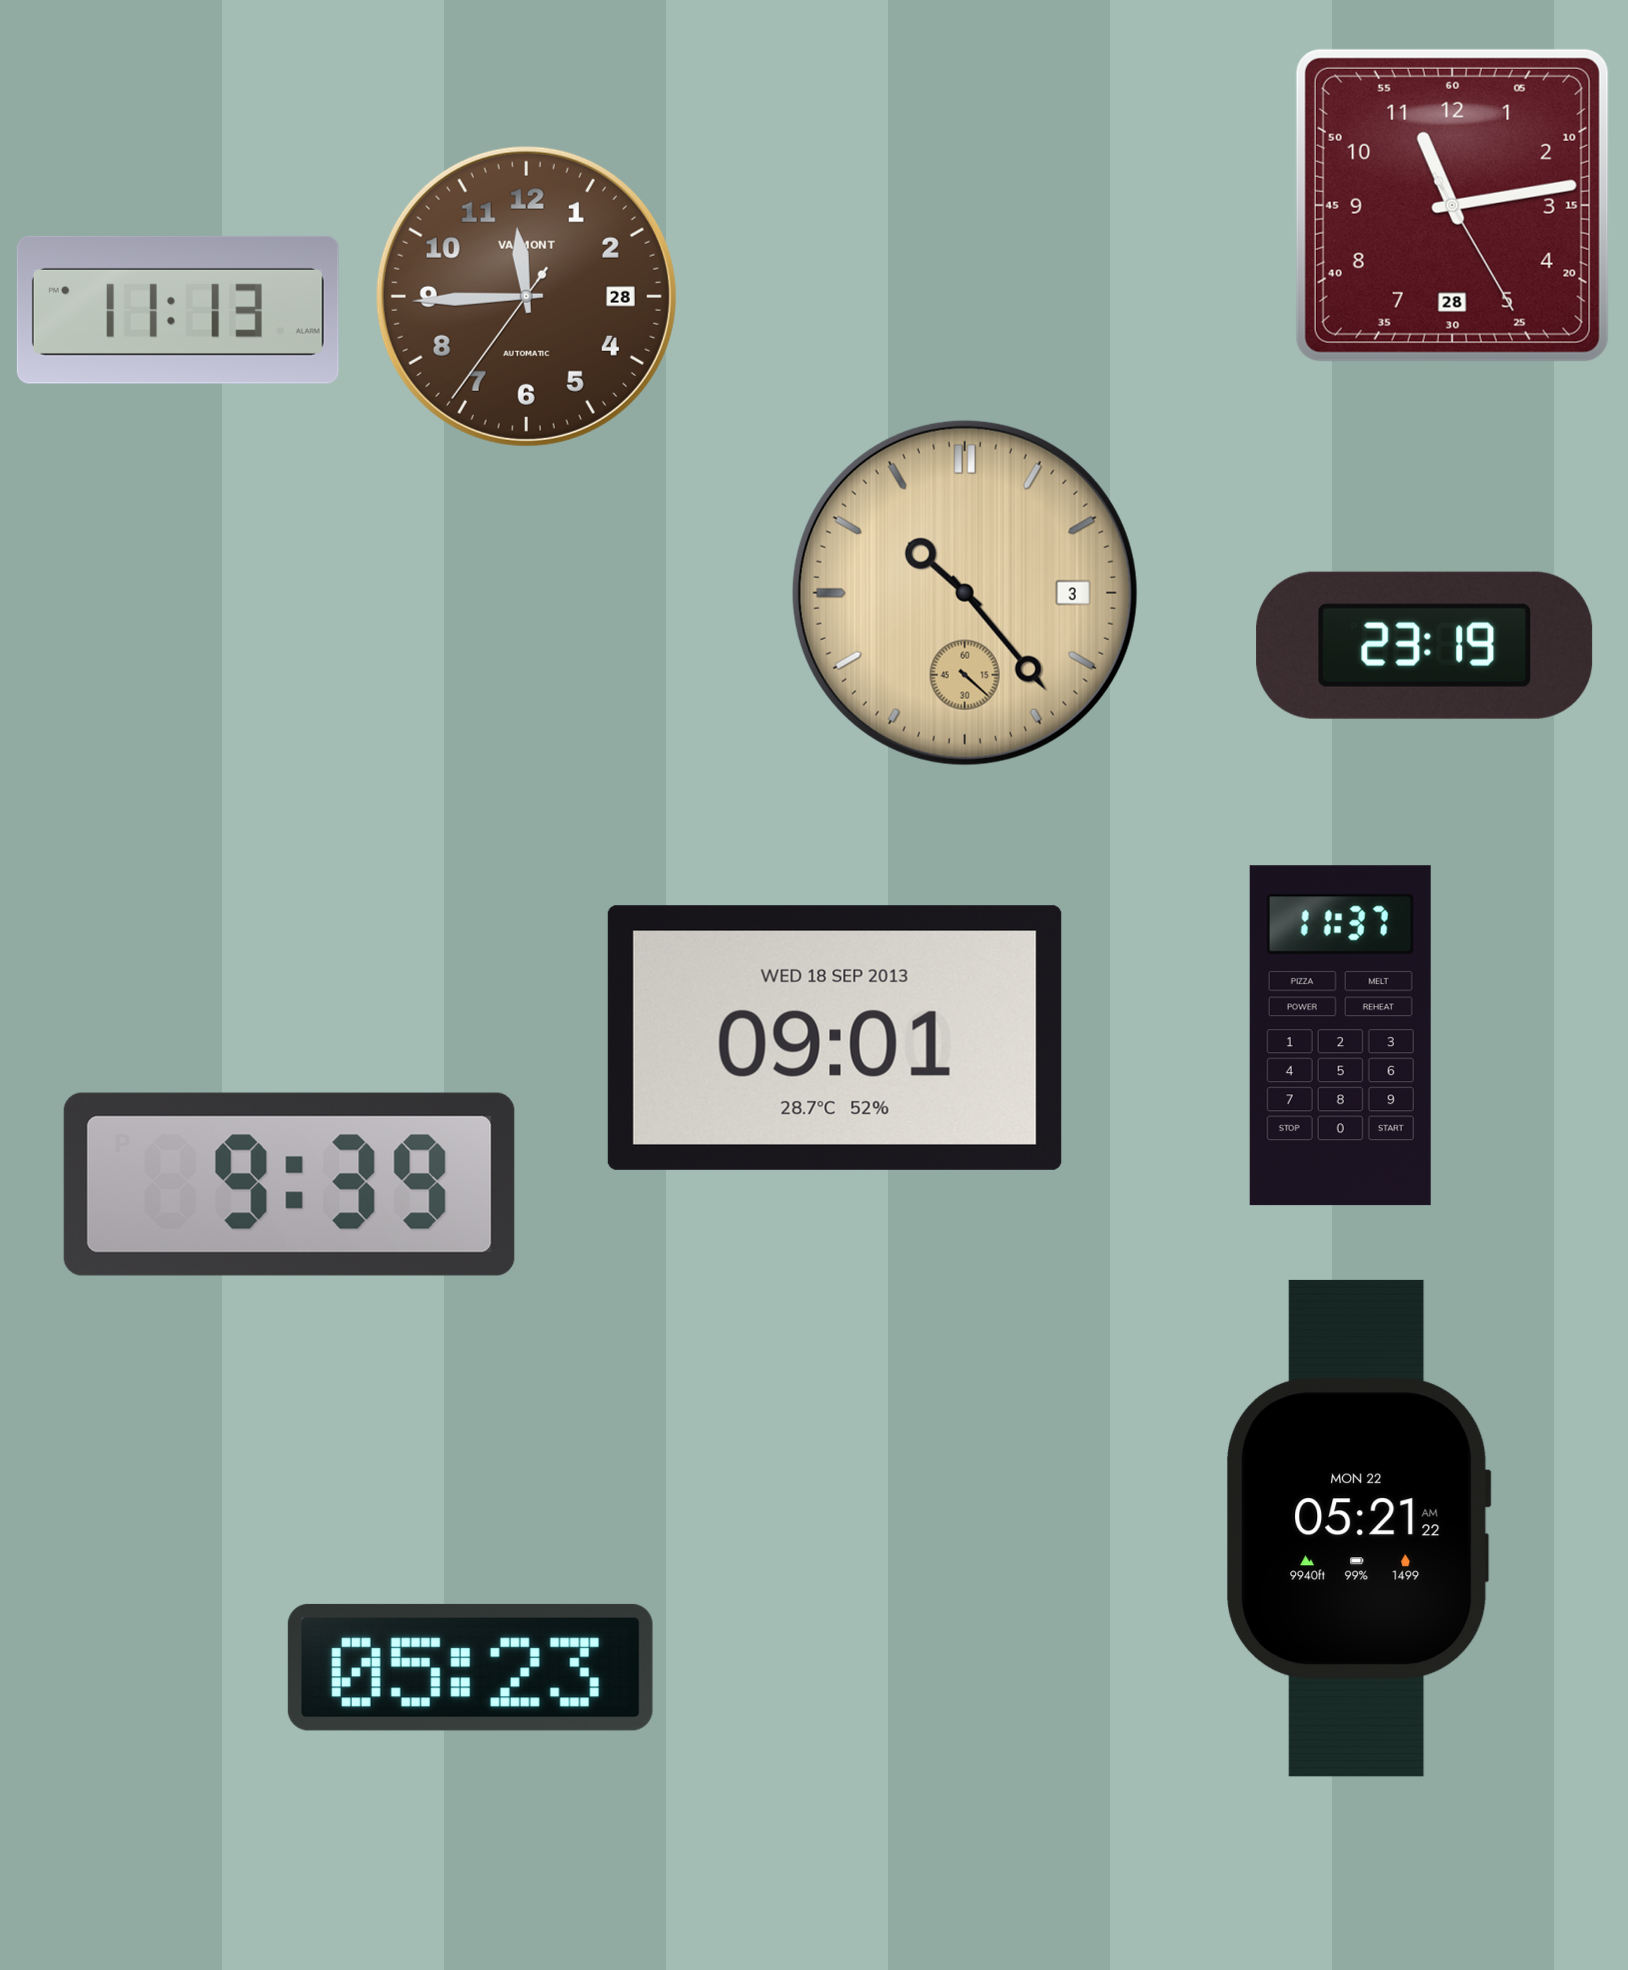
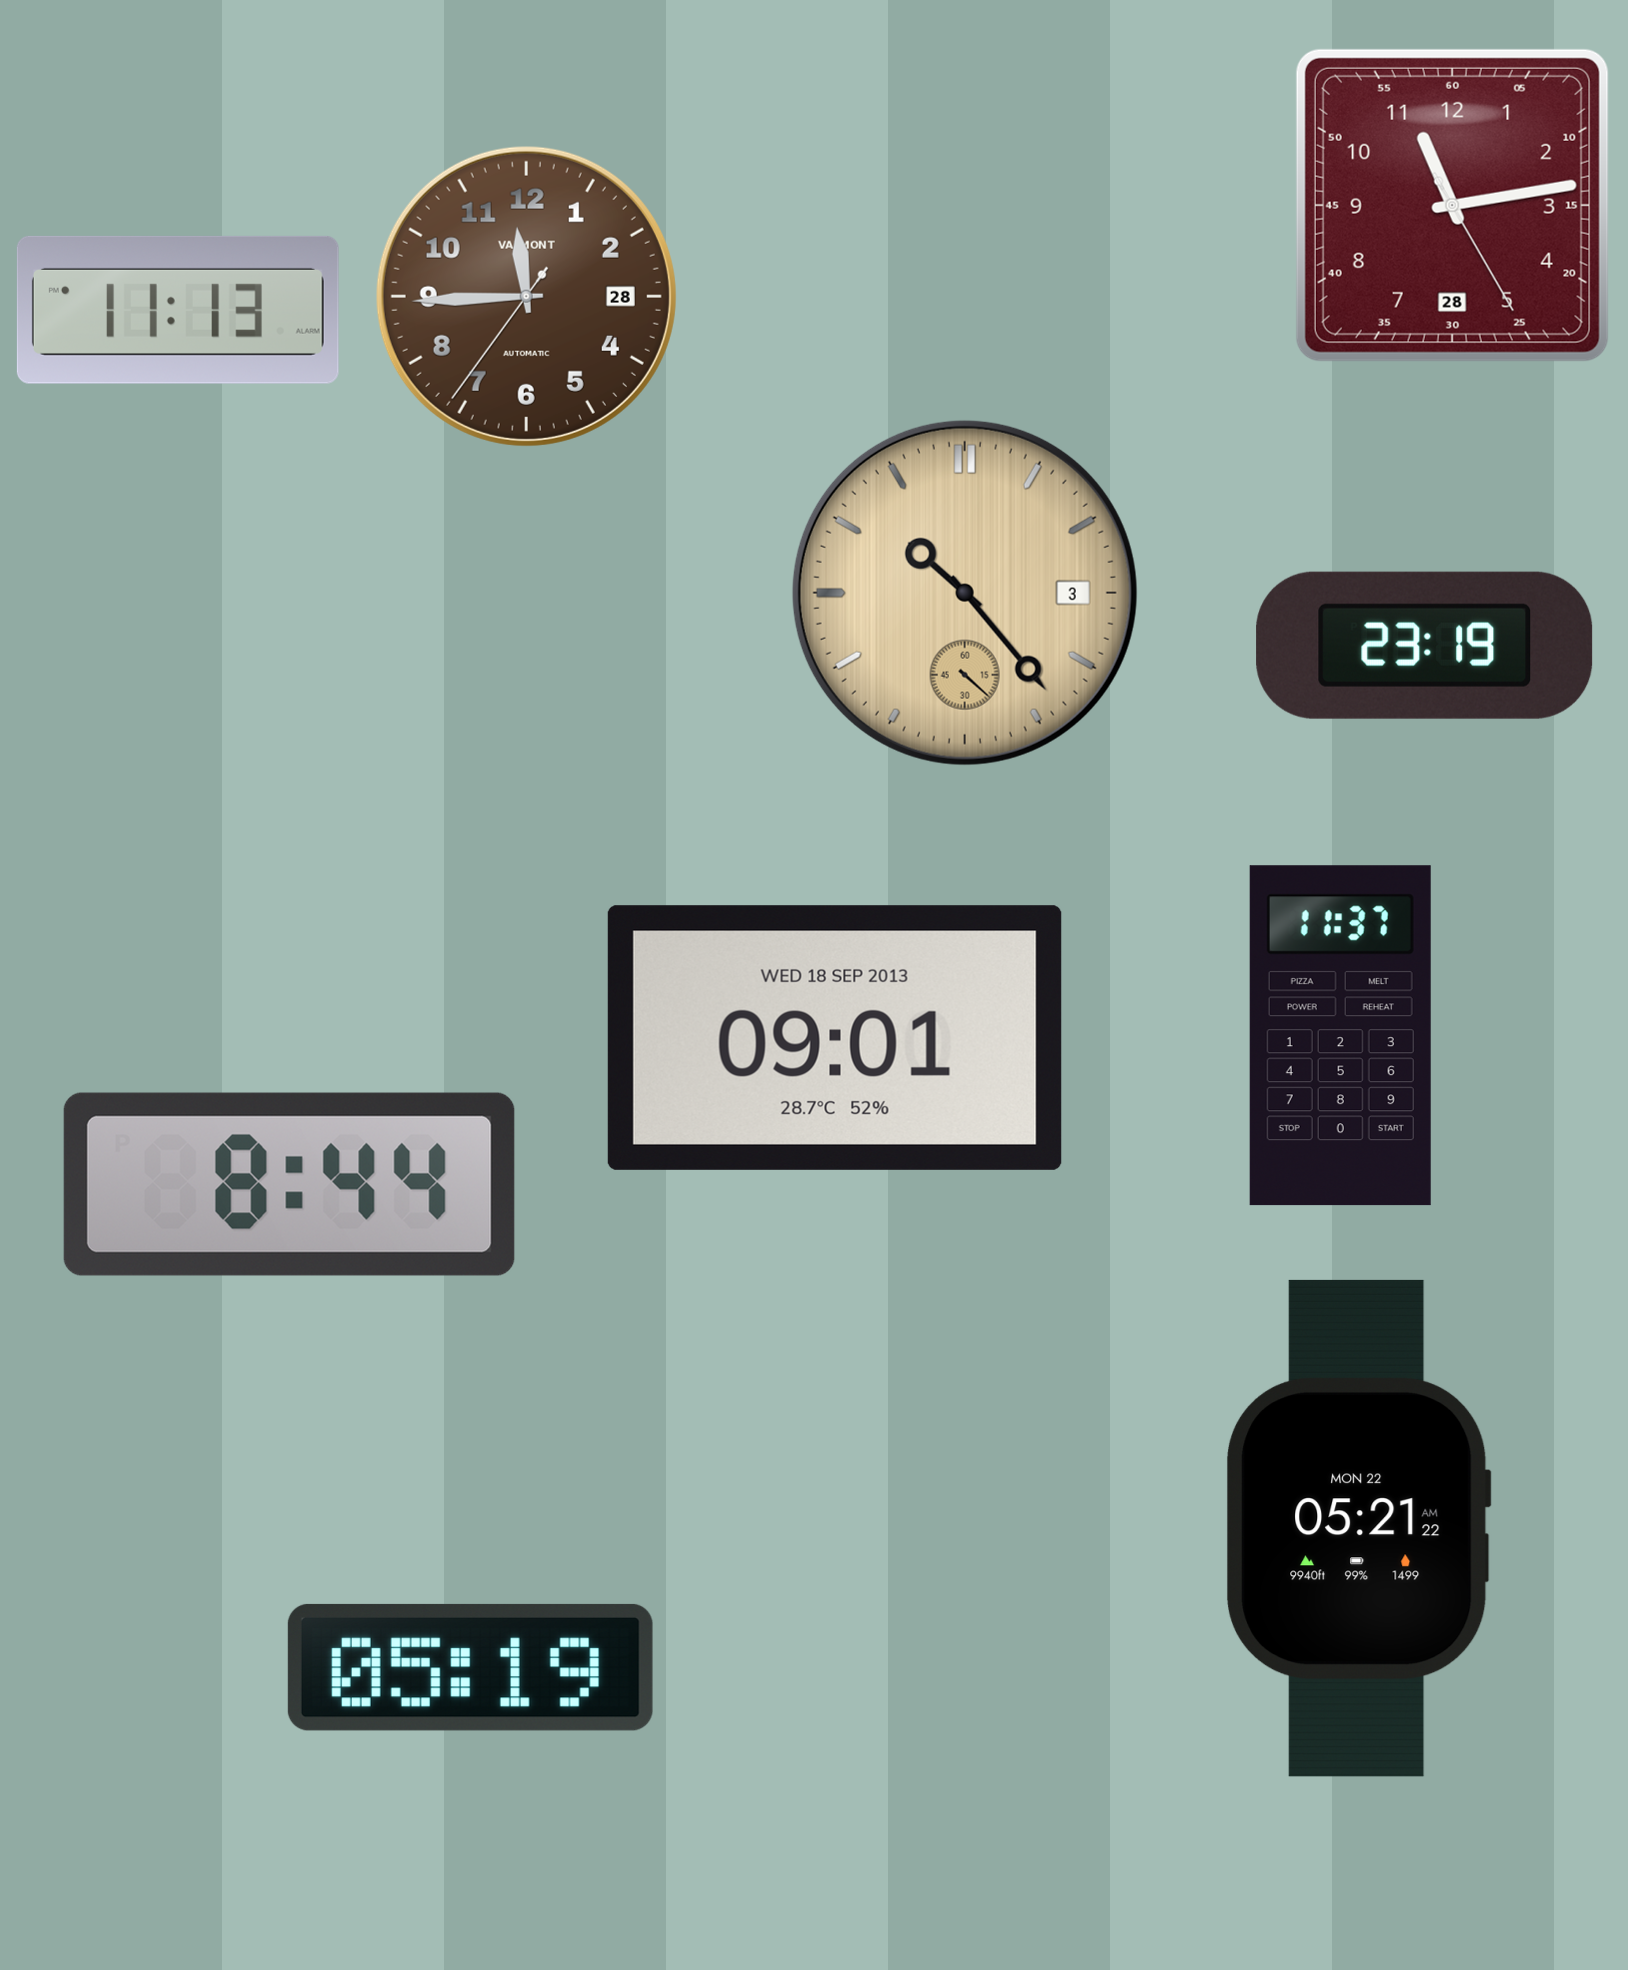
clock at (289, 1184): 9:39 -> 8:44
clock at (470, 1667): 05:23 -> 05:19
